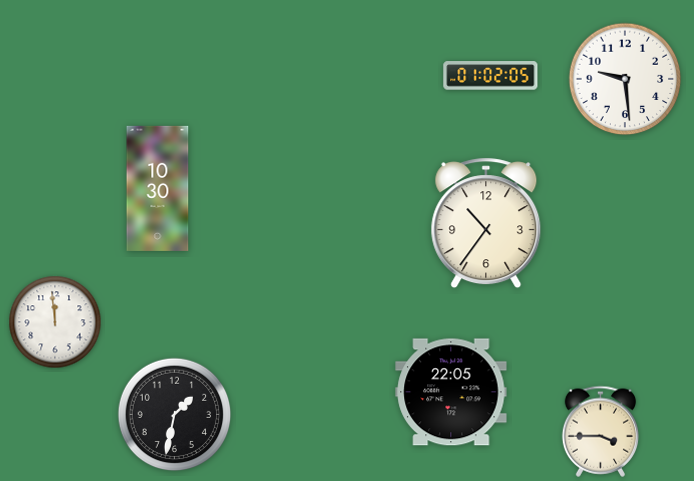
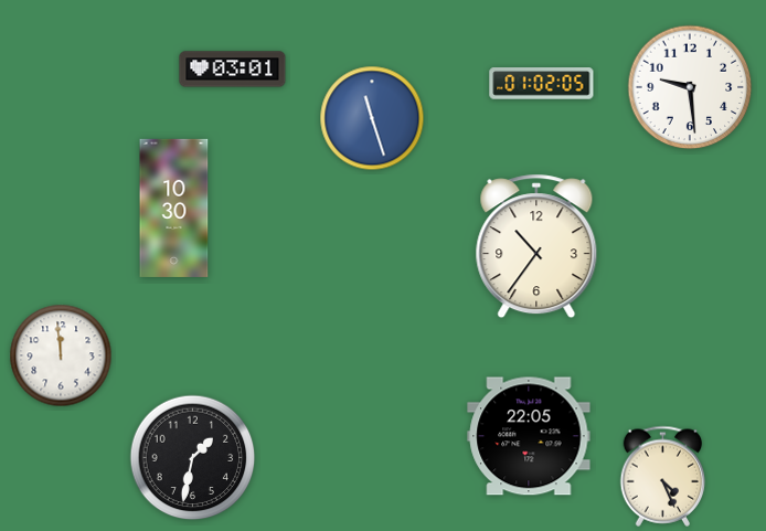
clock at (233, 70): none -> 03:01
clock at (372, 118): none -> 11:27
clock at (451, 392) position: (451, 392) -> (529, 436)
clock at (601, 431): 3:45 -> 4:26
